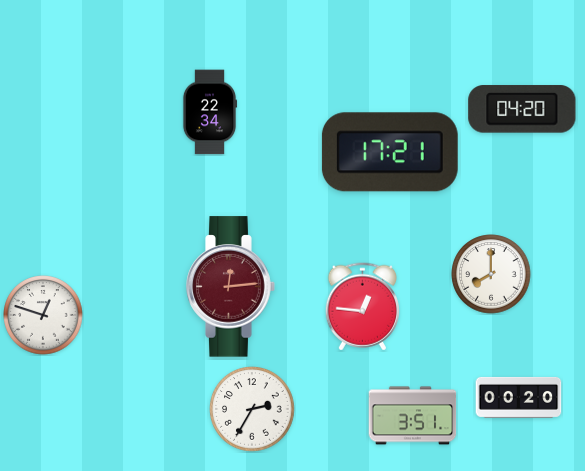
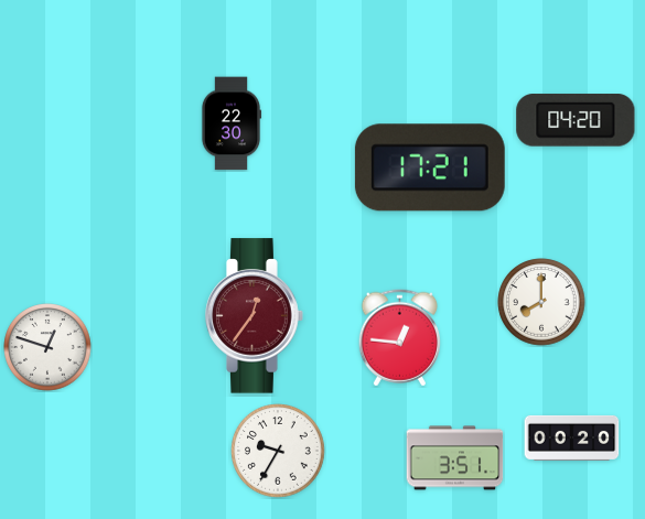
clock at (210, 112): 22:34 -> 22:30
clock at (231, 287): 12:14 -> 12:36
clock at (252, 409): 2:35 -> 9:35
